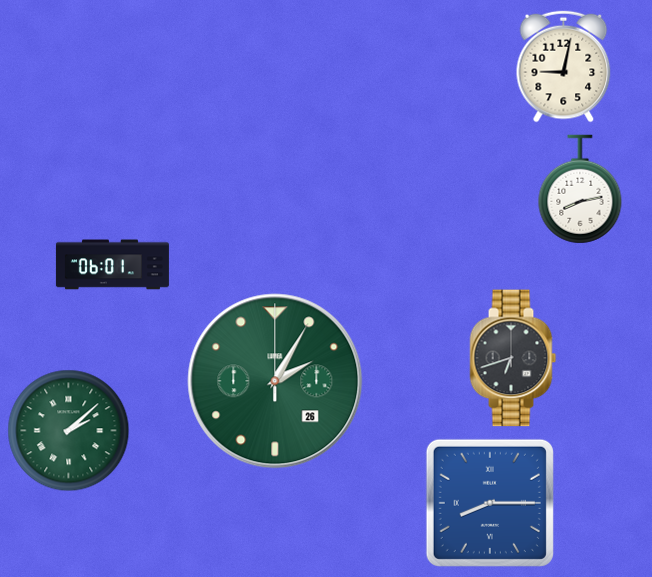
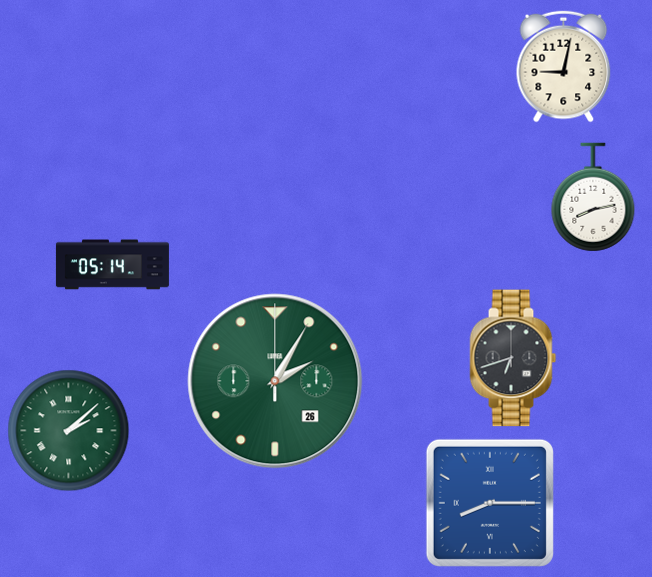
clock at (580, 189) position: (580, 189) -> (593, 197)
clock at (112, 265): 06:01 -> 05:14
